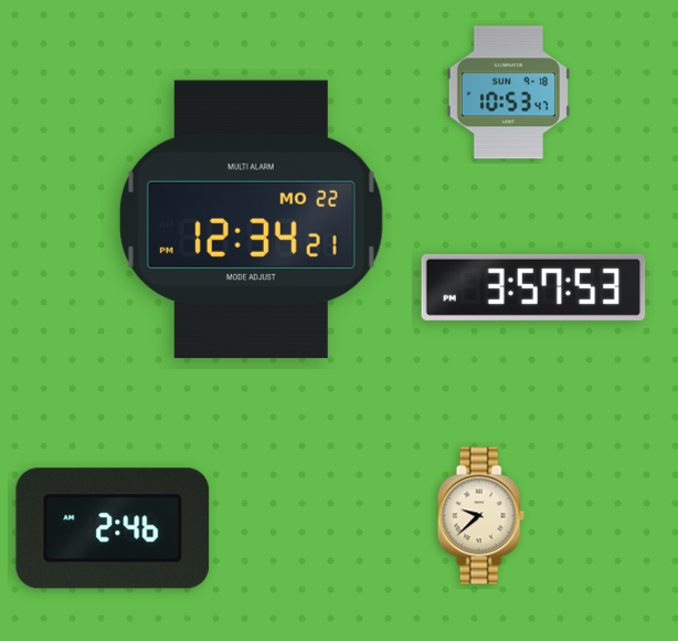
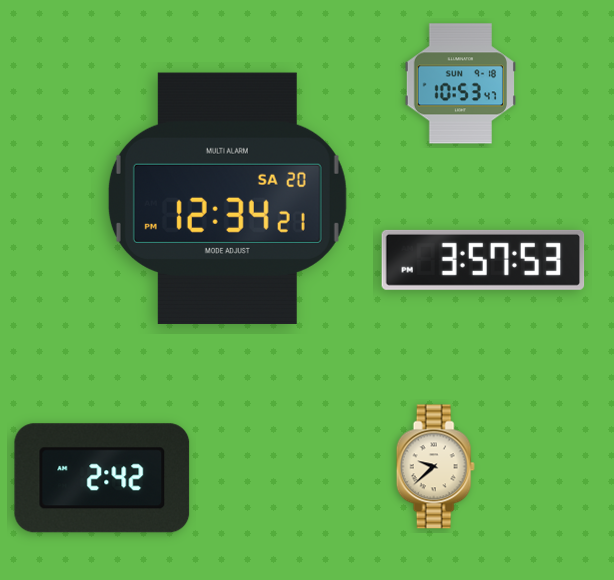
clock at (251, 219) date: MO 22 -> SA 20
clock at (113, 528): 2:46 -> 2:42
